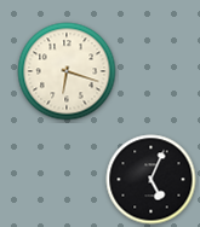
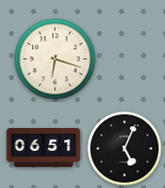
clock at (44, 148): none -> 06:51
